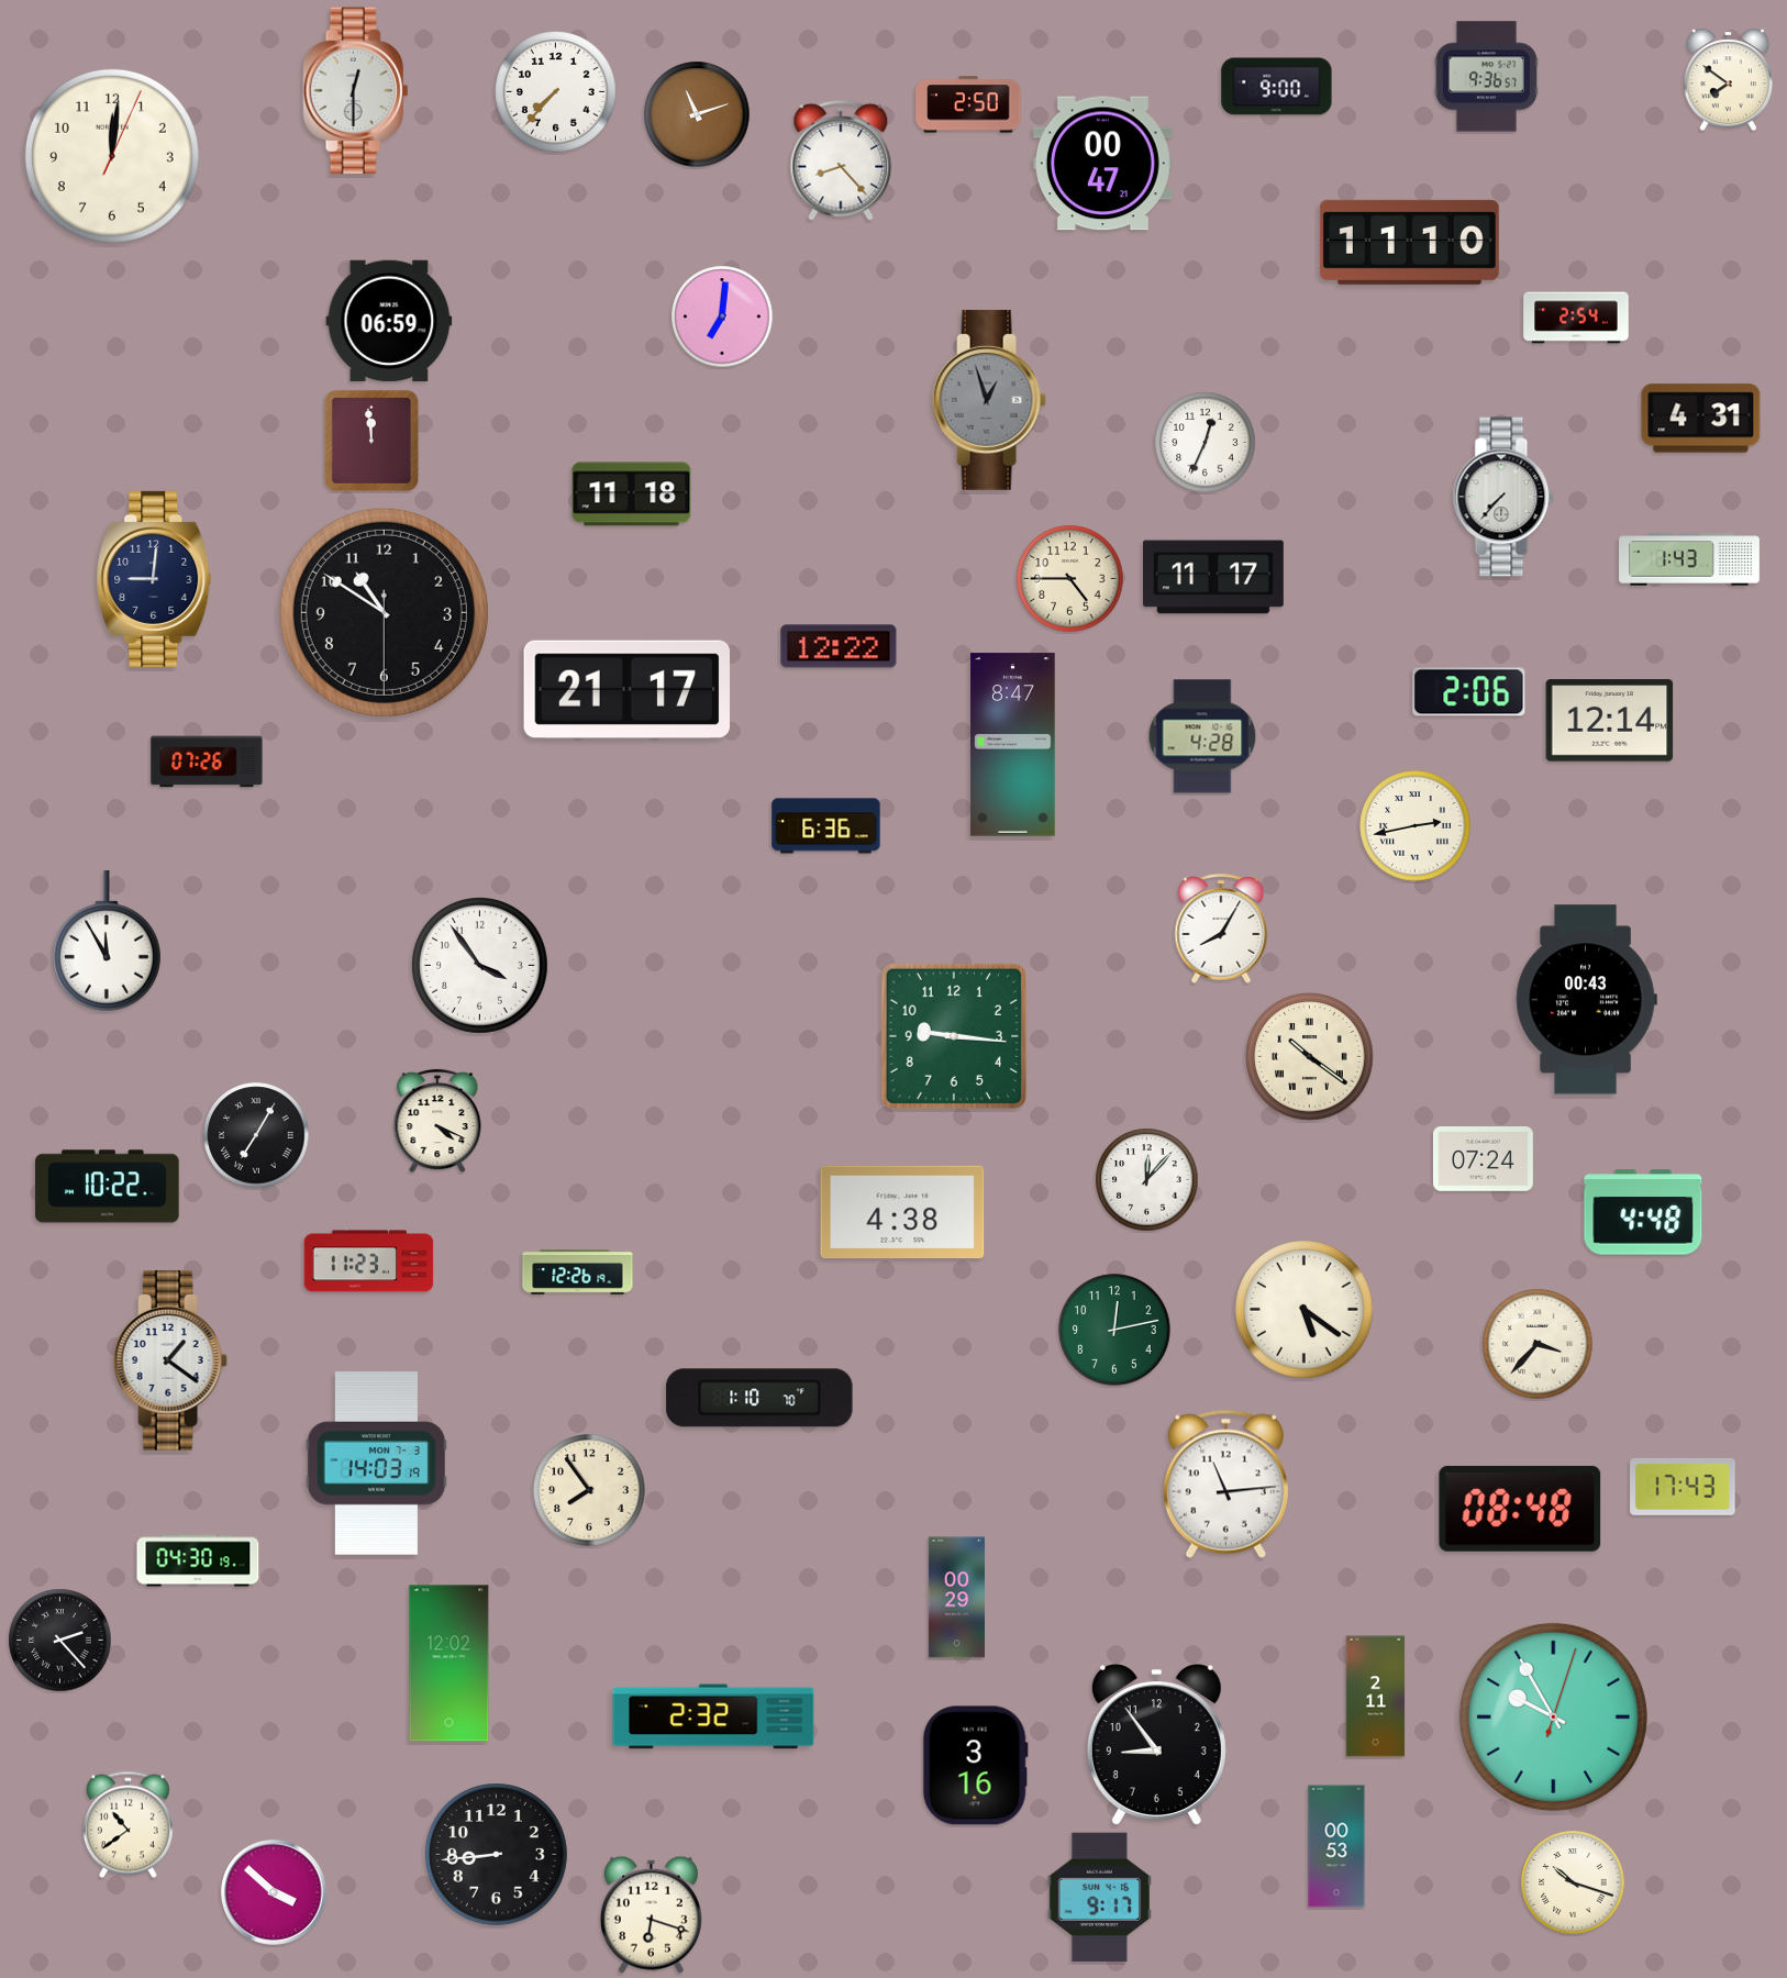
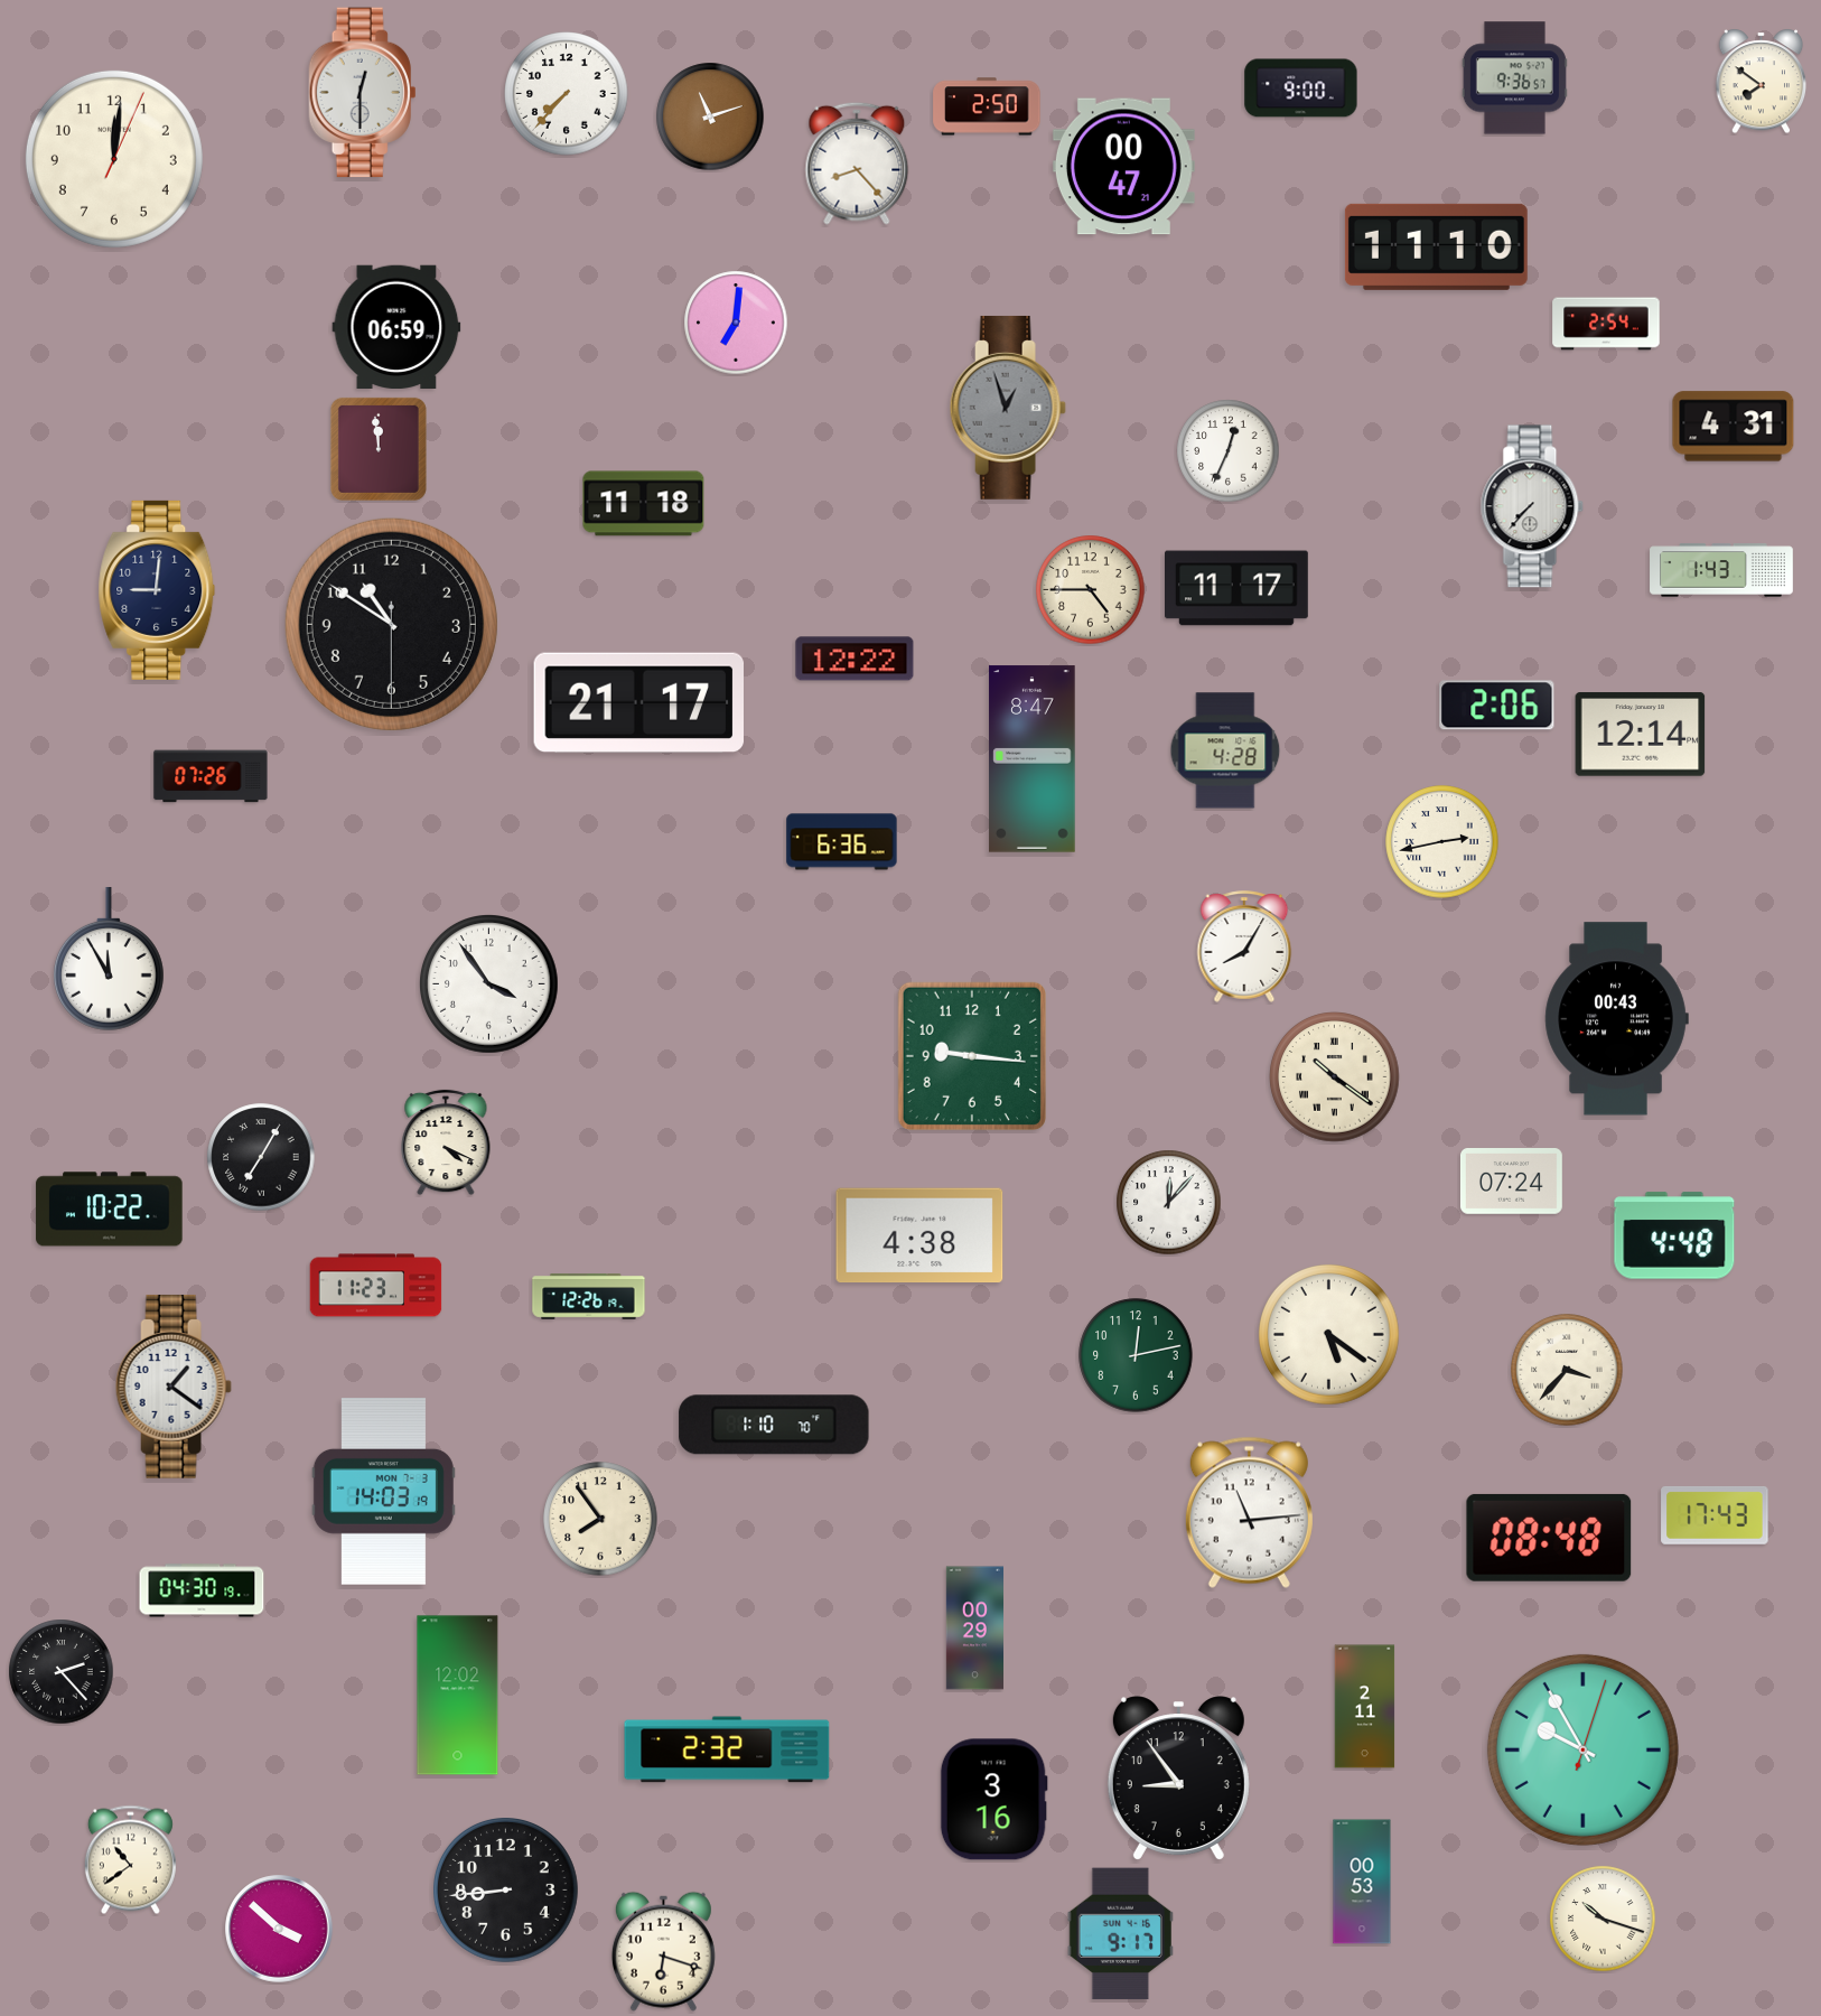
clock at (1376, 1697) position: (1376, 1697) -> (1365, 1707)
